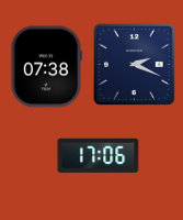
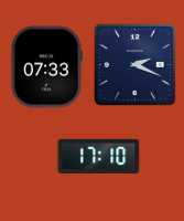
clock at (46, 67): 07:38 -> 07:33
clock at (99, 155): 17:06 -> 17:10
